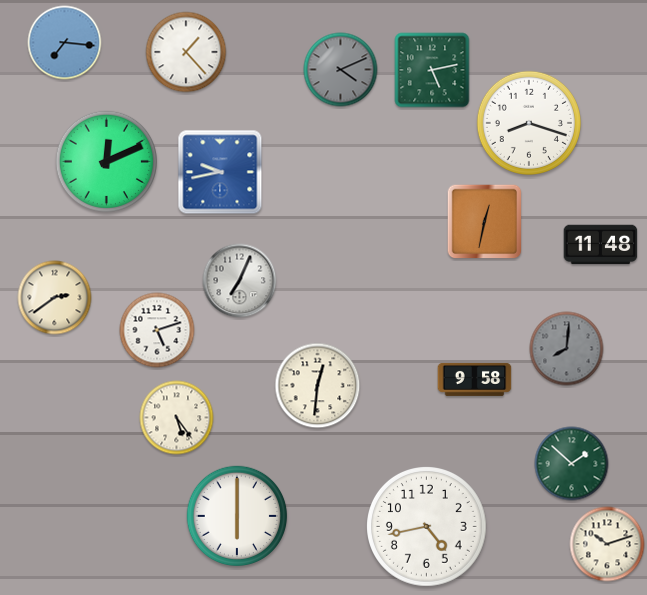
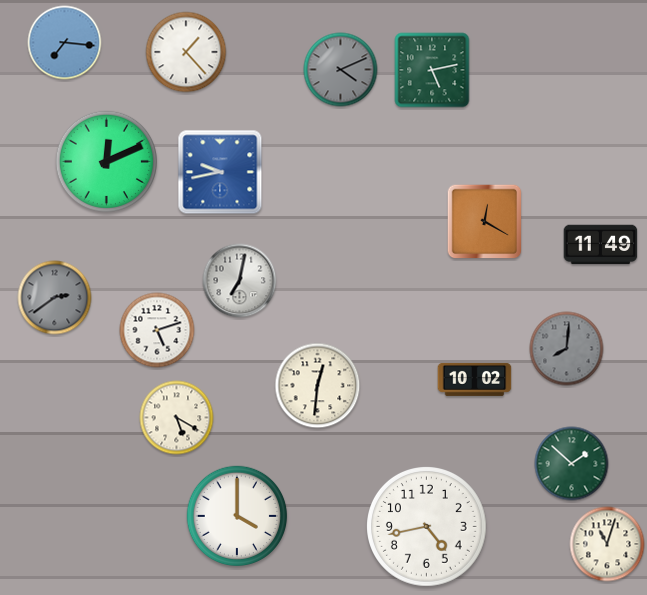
clock at (529, 123): 8:18 -> none
clock at (485, 222): 12:32 -> 12:20
clock at (601, 245): 11:48 -> 11:49
clock at (240, 281): 7:04 -> 7:02
clock at (55, 298) dial: cream -> grey
clock at (475, 379): 9:58 -> 10:02
clock at (177, 418): 5:24 -> 5:20
clock at (237, 516): 6:00 -> 4:00
clock at (607, 544): 10:12 -> 11:03
